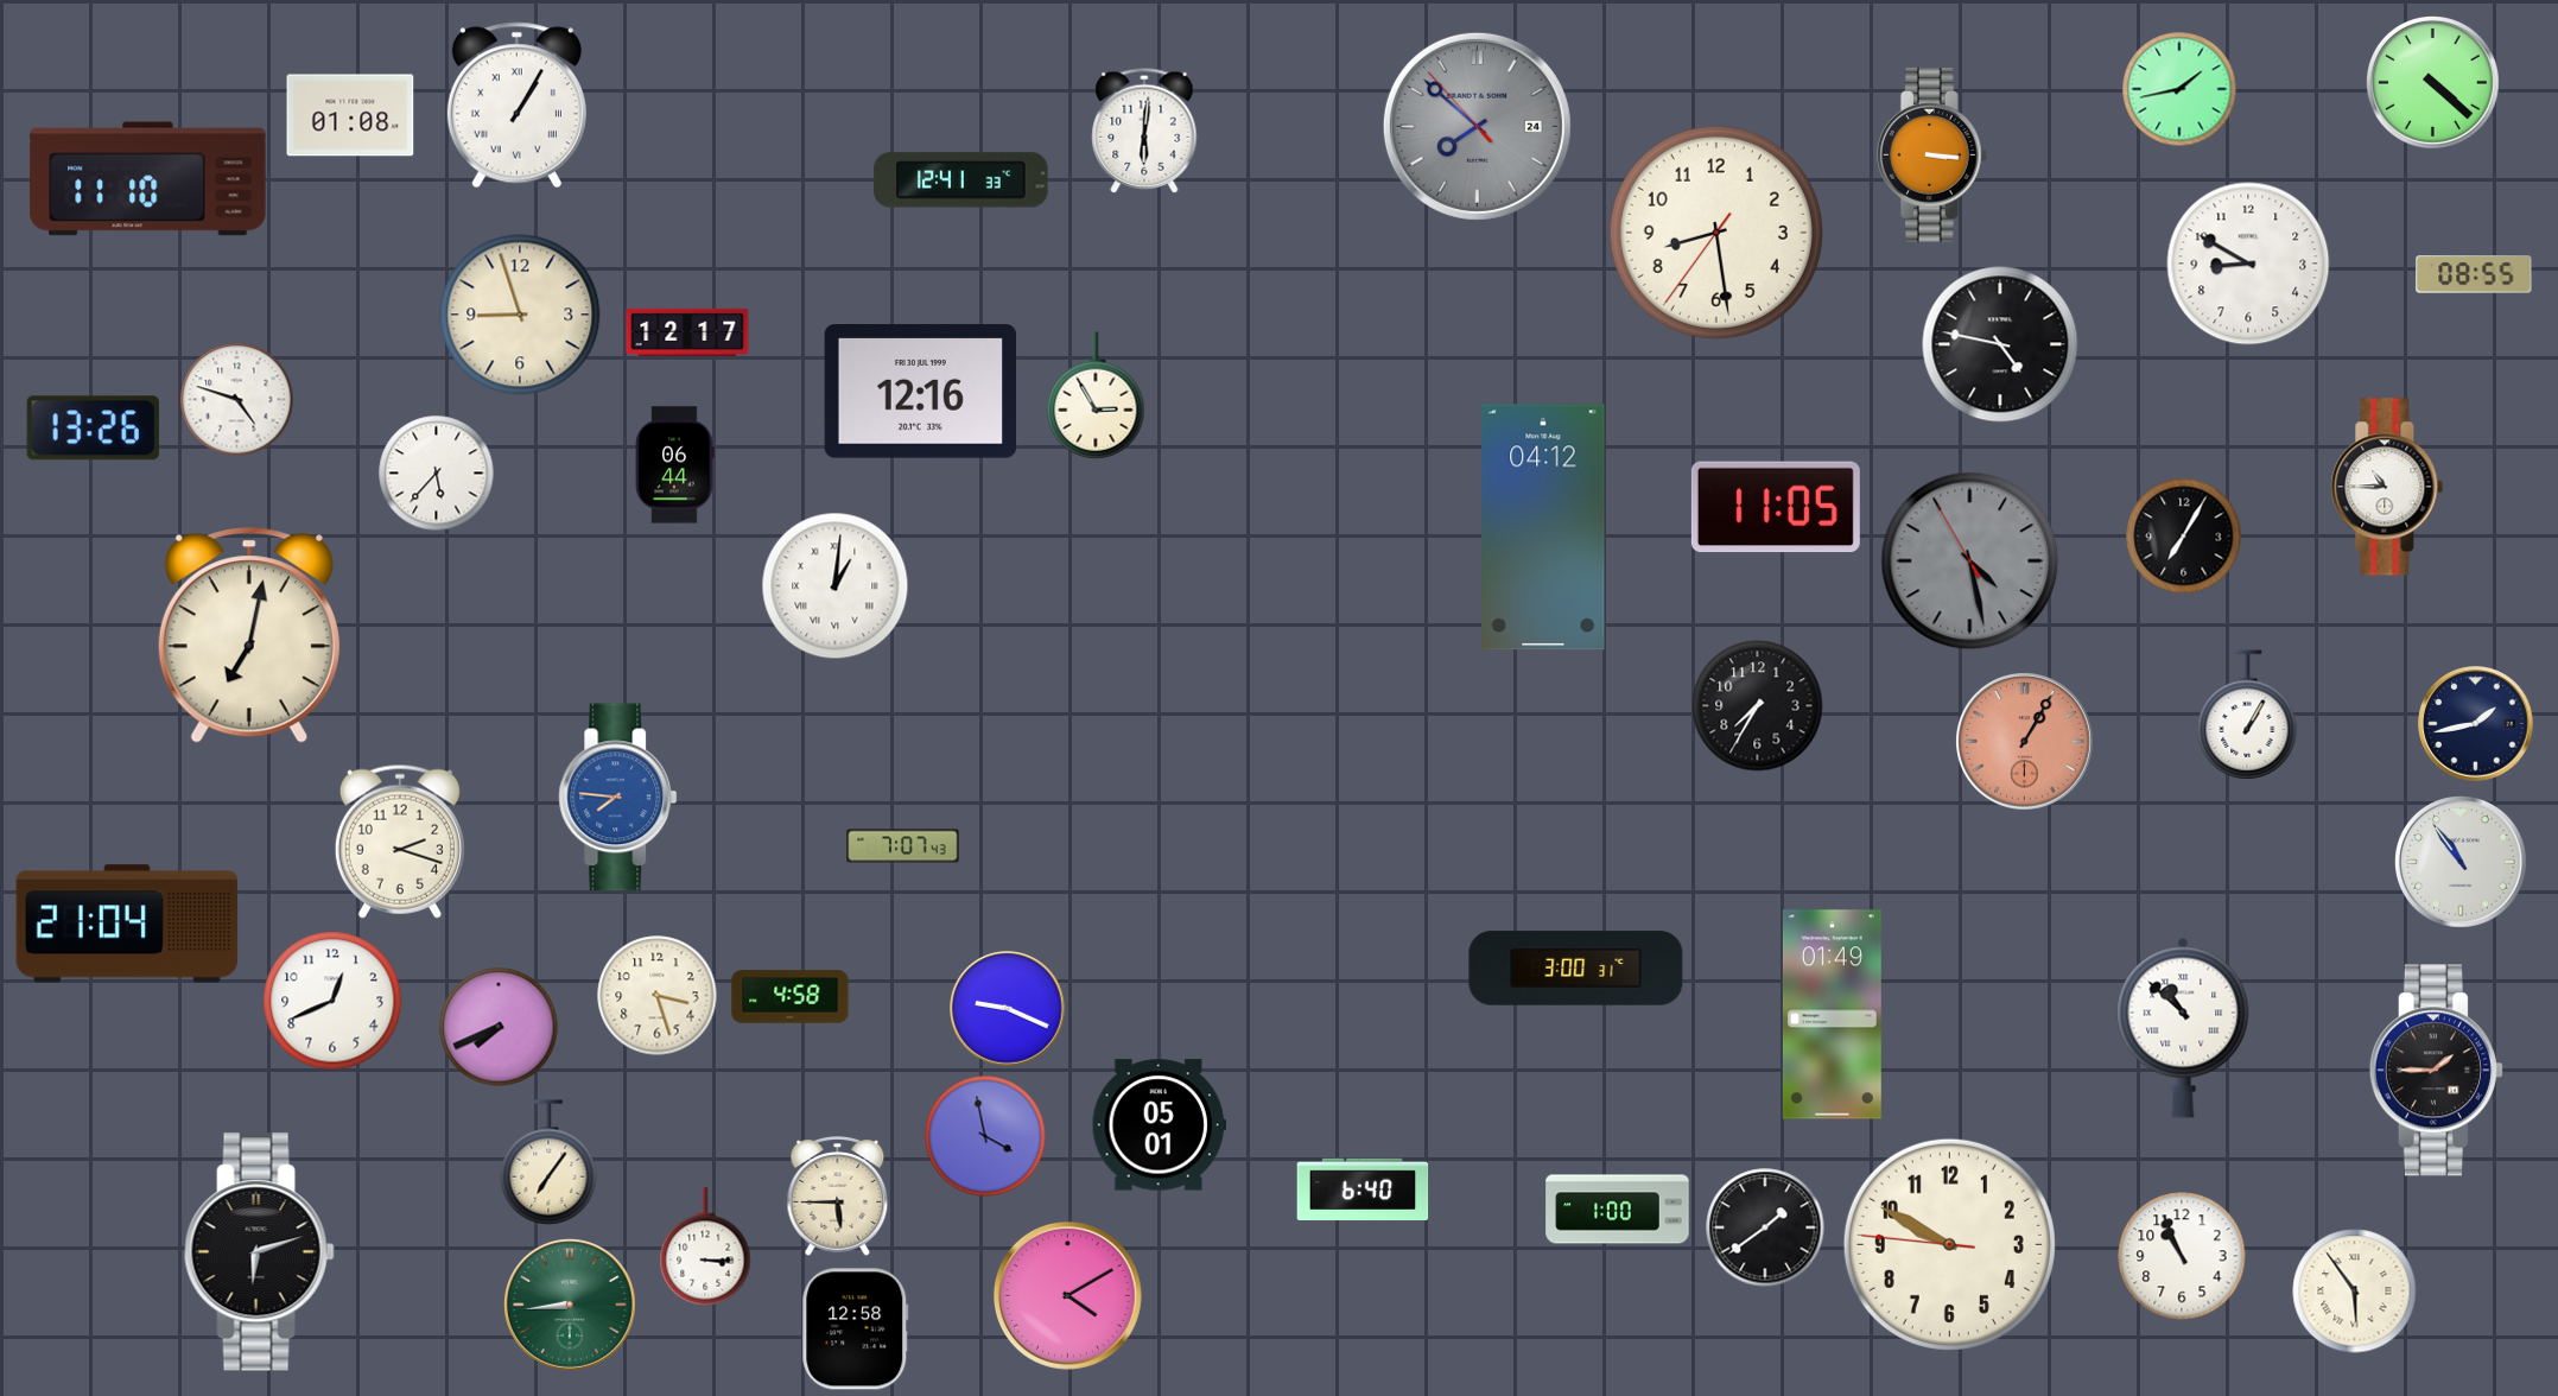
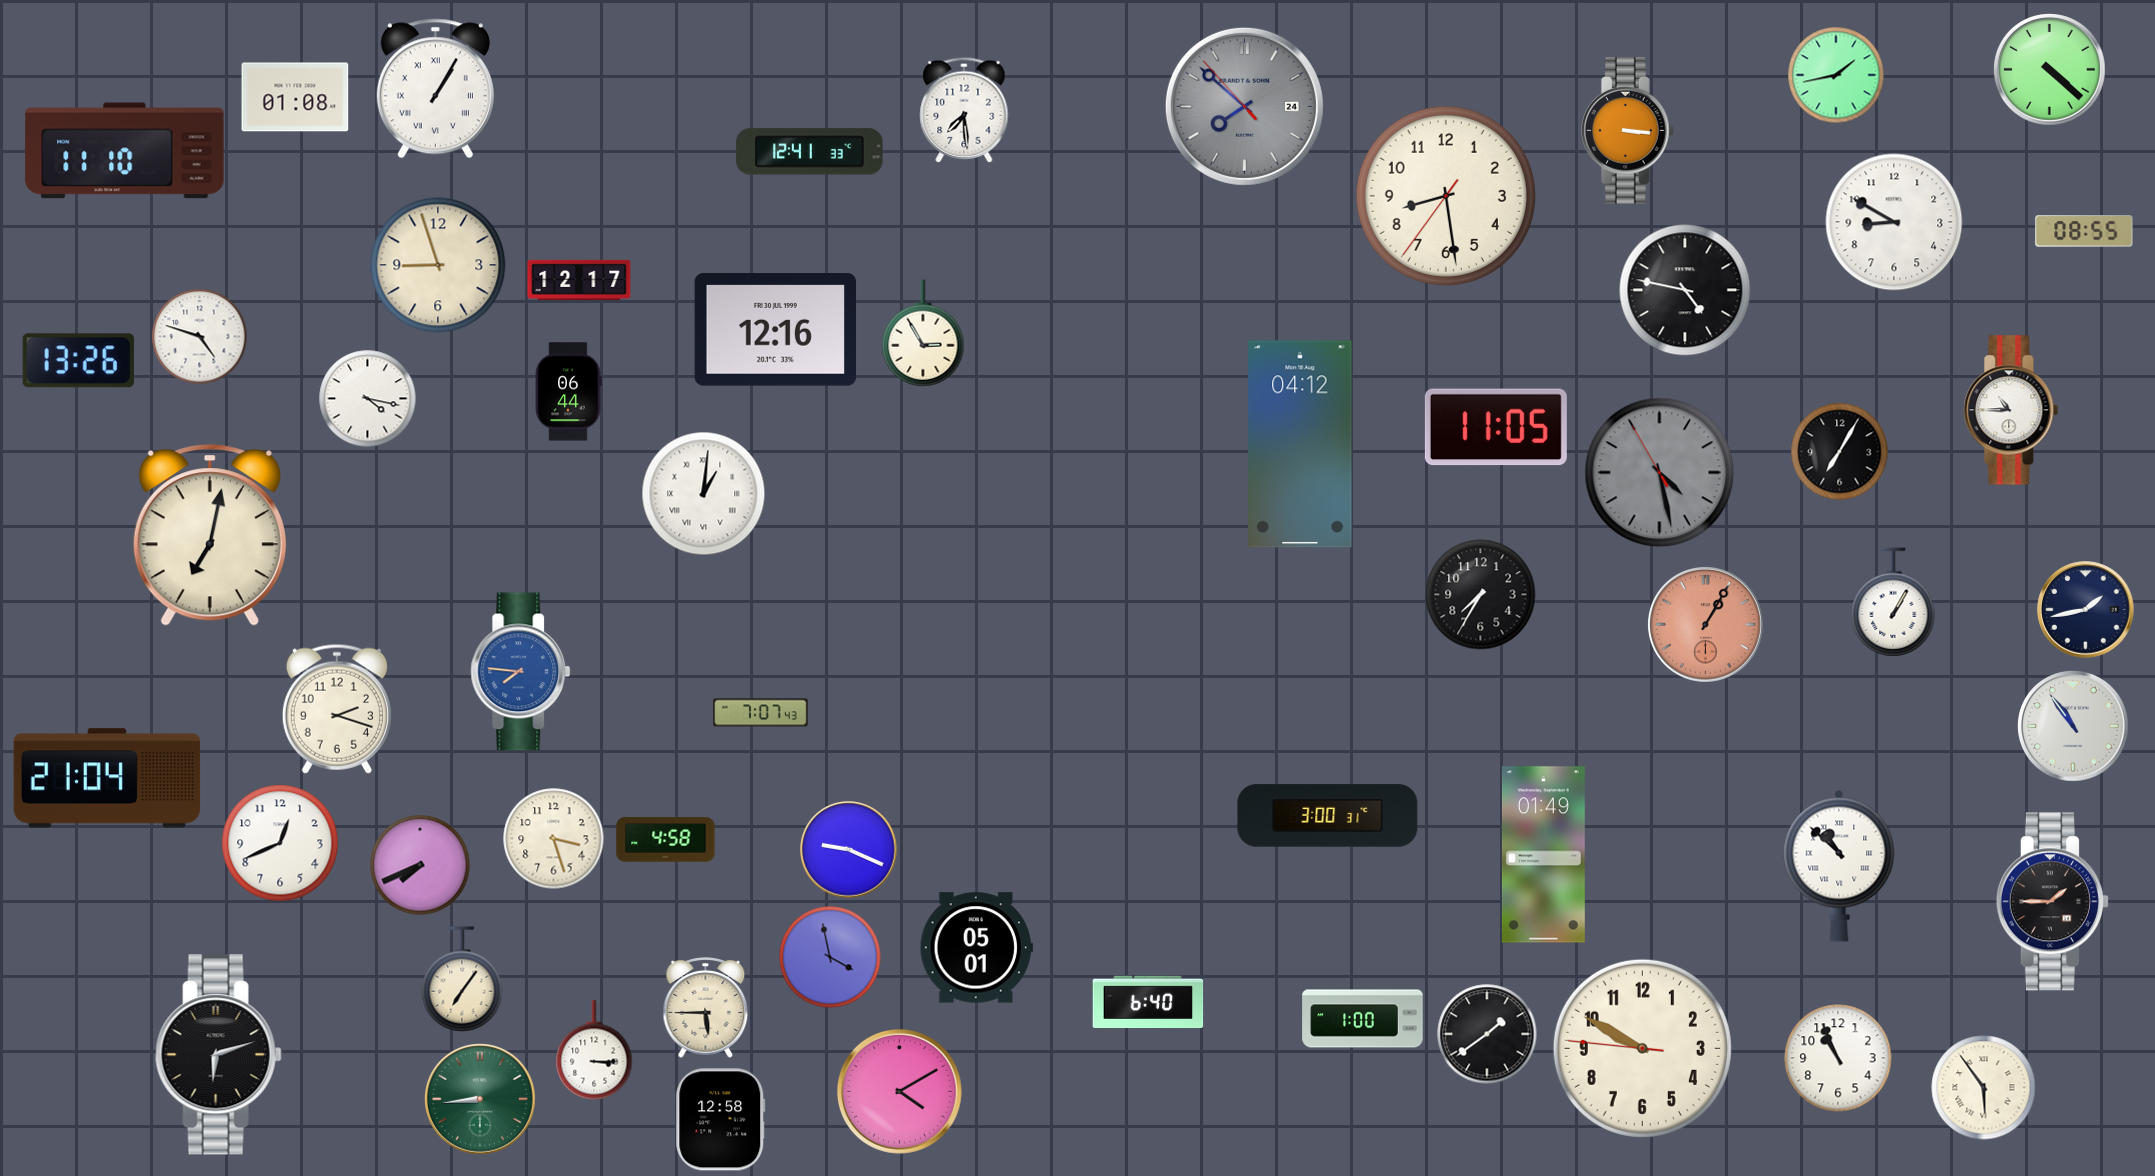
clock at (1144, 131): 6:01 -> 7:29
clock at (437, 474): 5:37 -> 4:17
